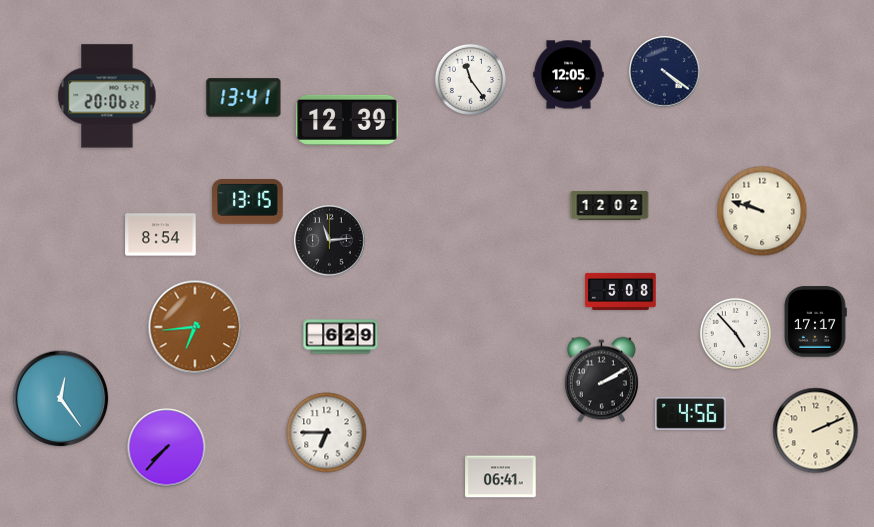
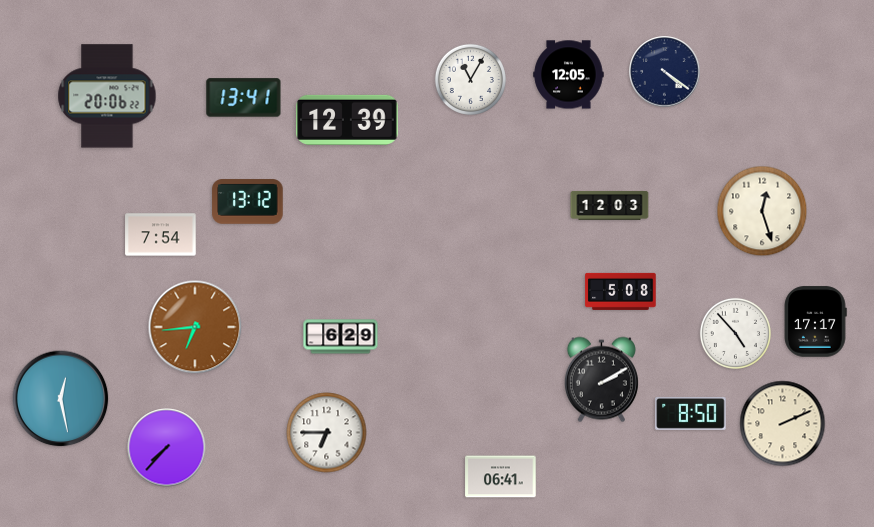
clock at (470, 79): 11:24 -> 11:05
clock at (248, 202): 13:15 -> 13:12
clock at (610, 205): 12:02 -> 12:03
clock at (762, 211): 9:48 -> 12:27
clock at (161, 235): 8:54 -> 7:54
clock at (330, 241): 11:14 -> none
clock at (61, 399): 12:24 -> 12:28
clock at (691, 413): 4:56 -> 8:50
clock at (816, 431) position: (816, 431) -> (783, 424)
